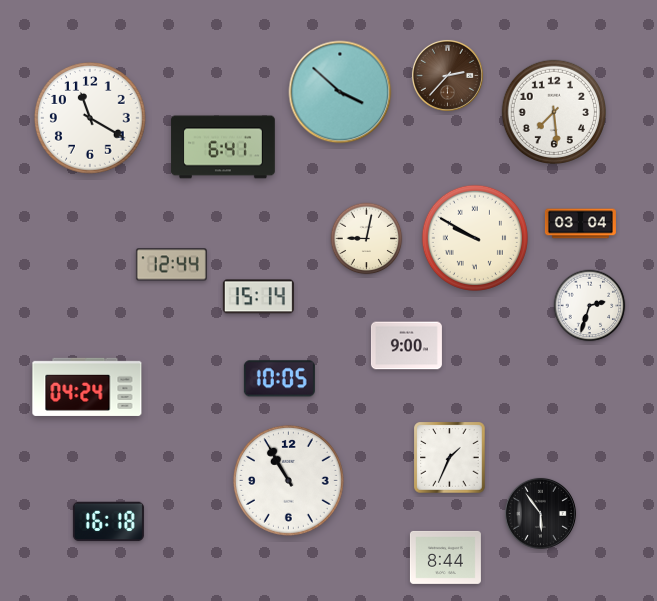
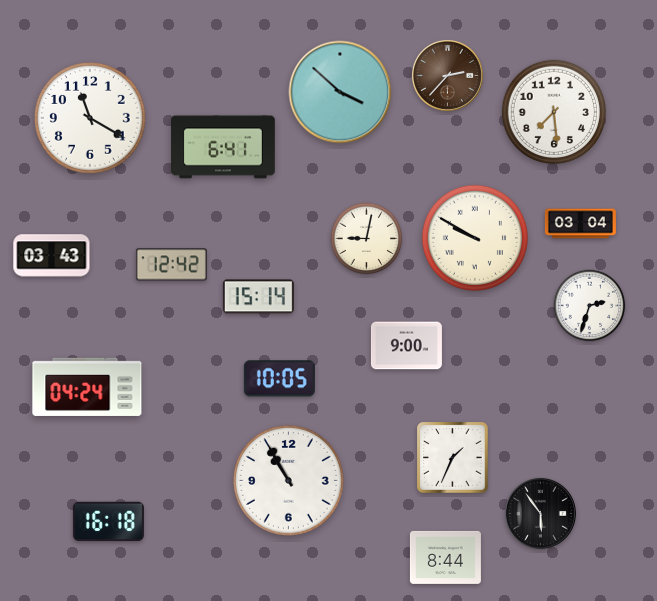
clock at (52, 256): none -> 03:43
clock at (171, 265): 12:44 -> 12:42
clock at (450, 458) position: (450, 458) -> (453, 458)
